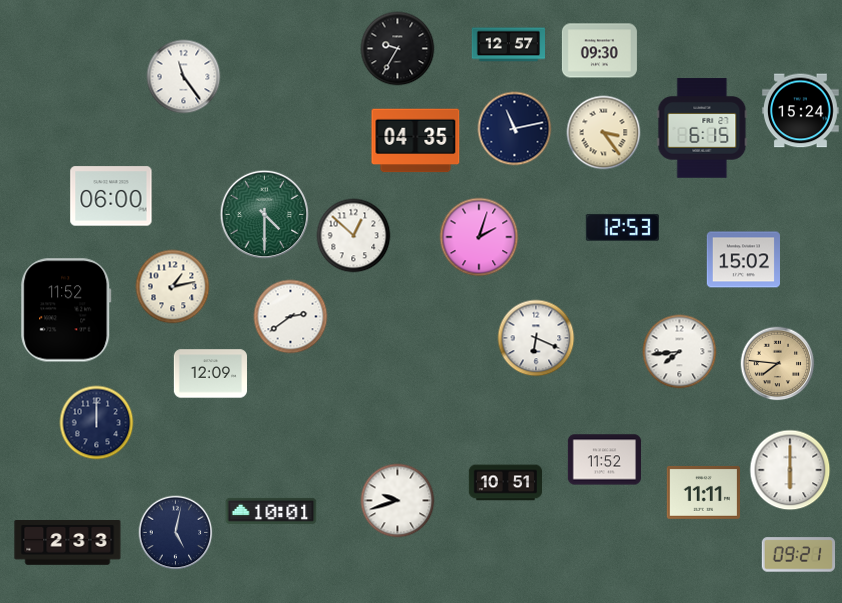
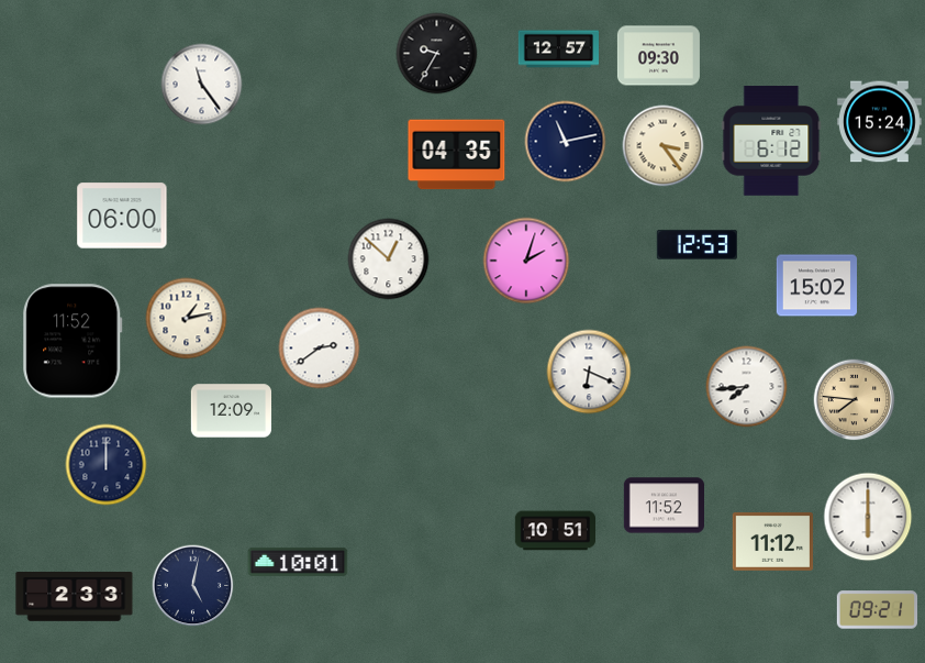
clock at (702, 128): 6:15 -> 6:12
clock at (265, 215): 4:30 -> none
clock at (622, 227) position: (622, 227) -> (696, 244)
clock at (173, 287) position: (173, 287) -> (187, 319)
clock at (703, 493): 11:11 -> 11:12
clock at (398, 501): 9:42 -> none
